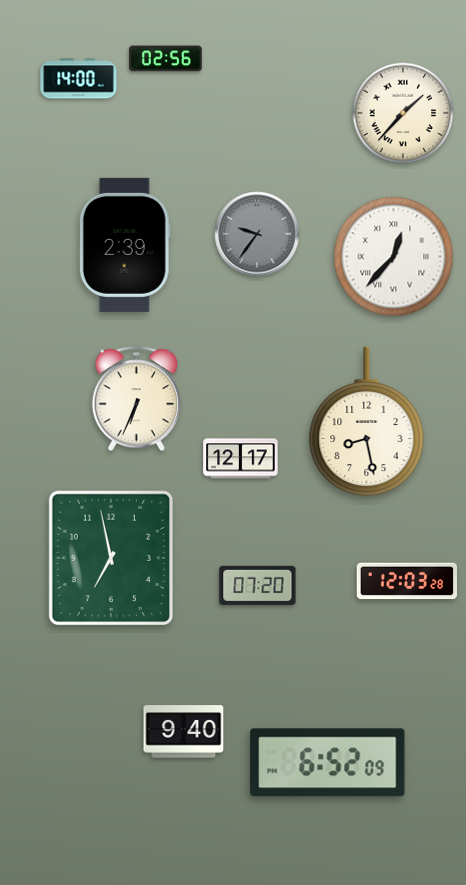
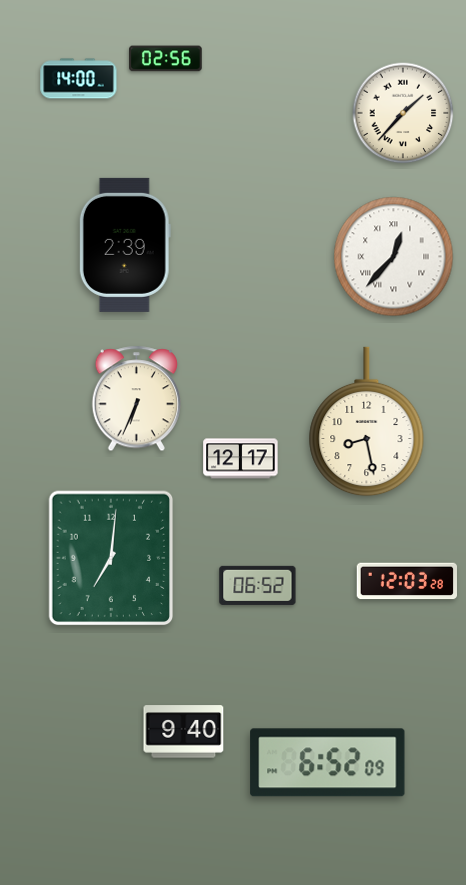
clock at (257, 234): 9:36 -> none
clock at (111, 558): 6:58 -> 7:01
clock at (258, 585): 07:20 -> 06:52
